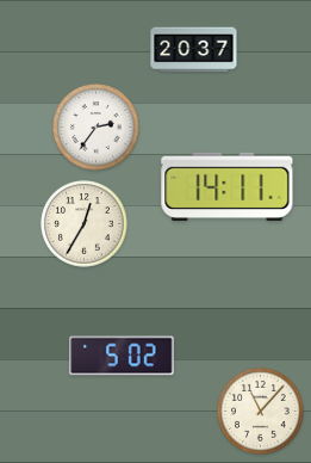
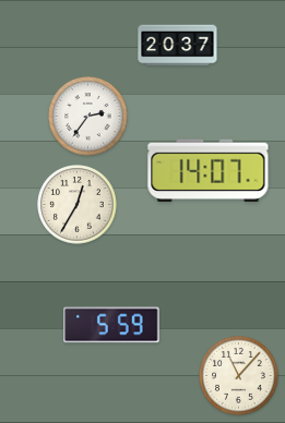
clock at (228, 186): 14:11 -> 14:07
clock at (122, 356): 5:02 -> 5:59
